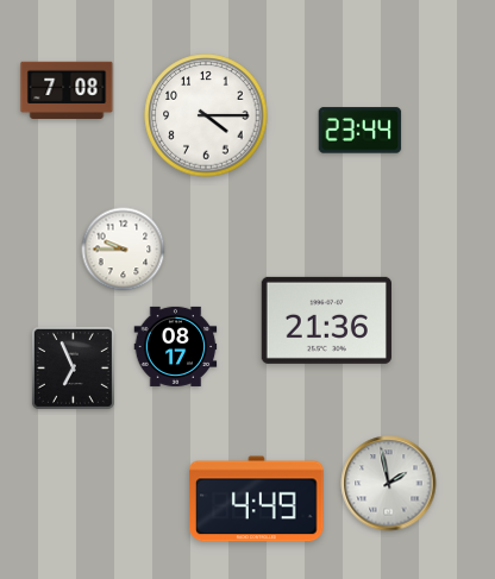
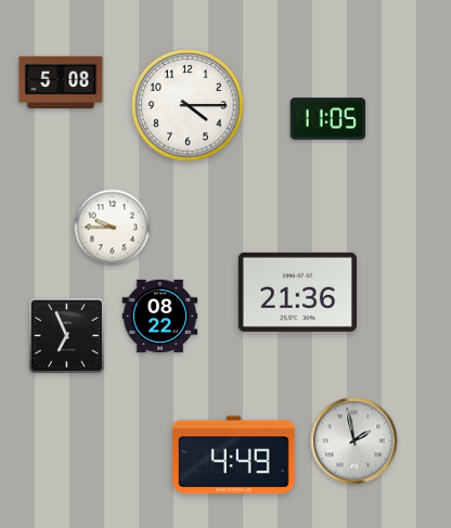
clock at (67, 90): 7:08 -> 5:08
clock at (361, 131): 23:44 -> 11:05
clock at (176, 346): 08:17 -> 08:22
